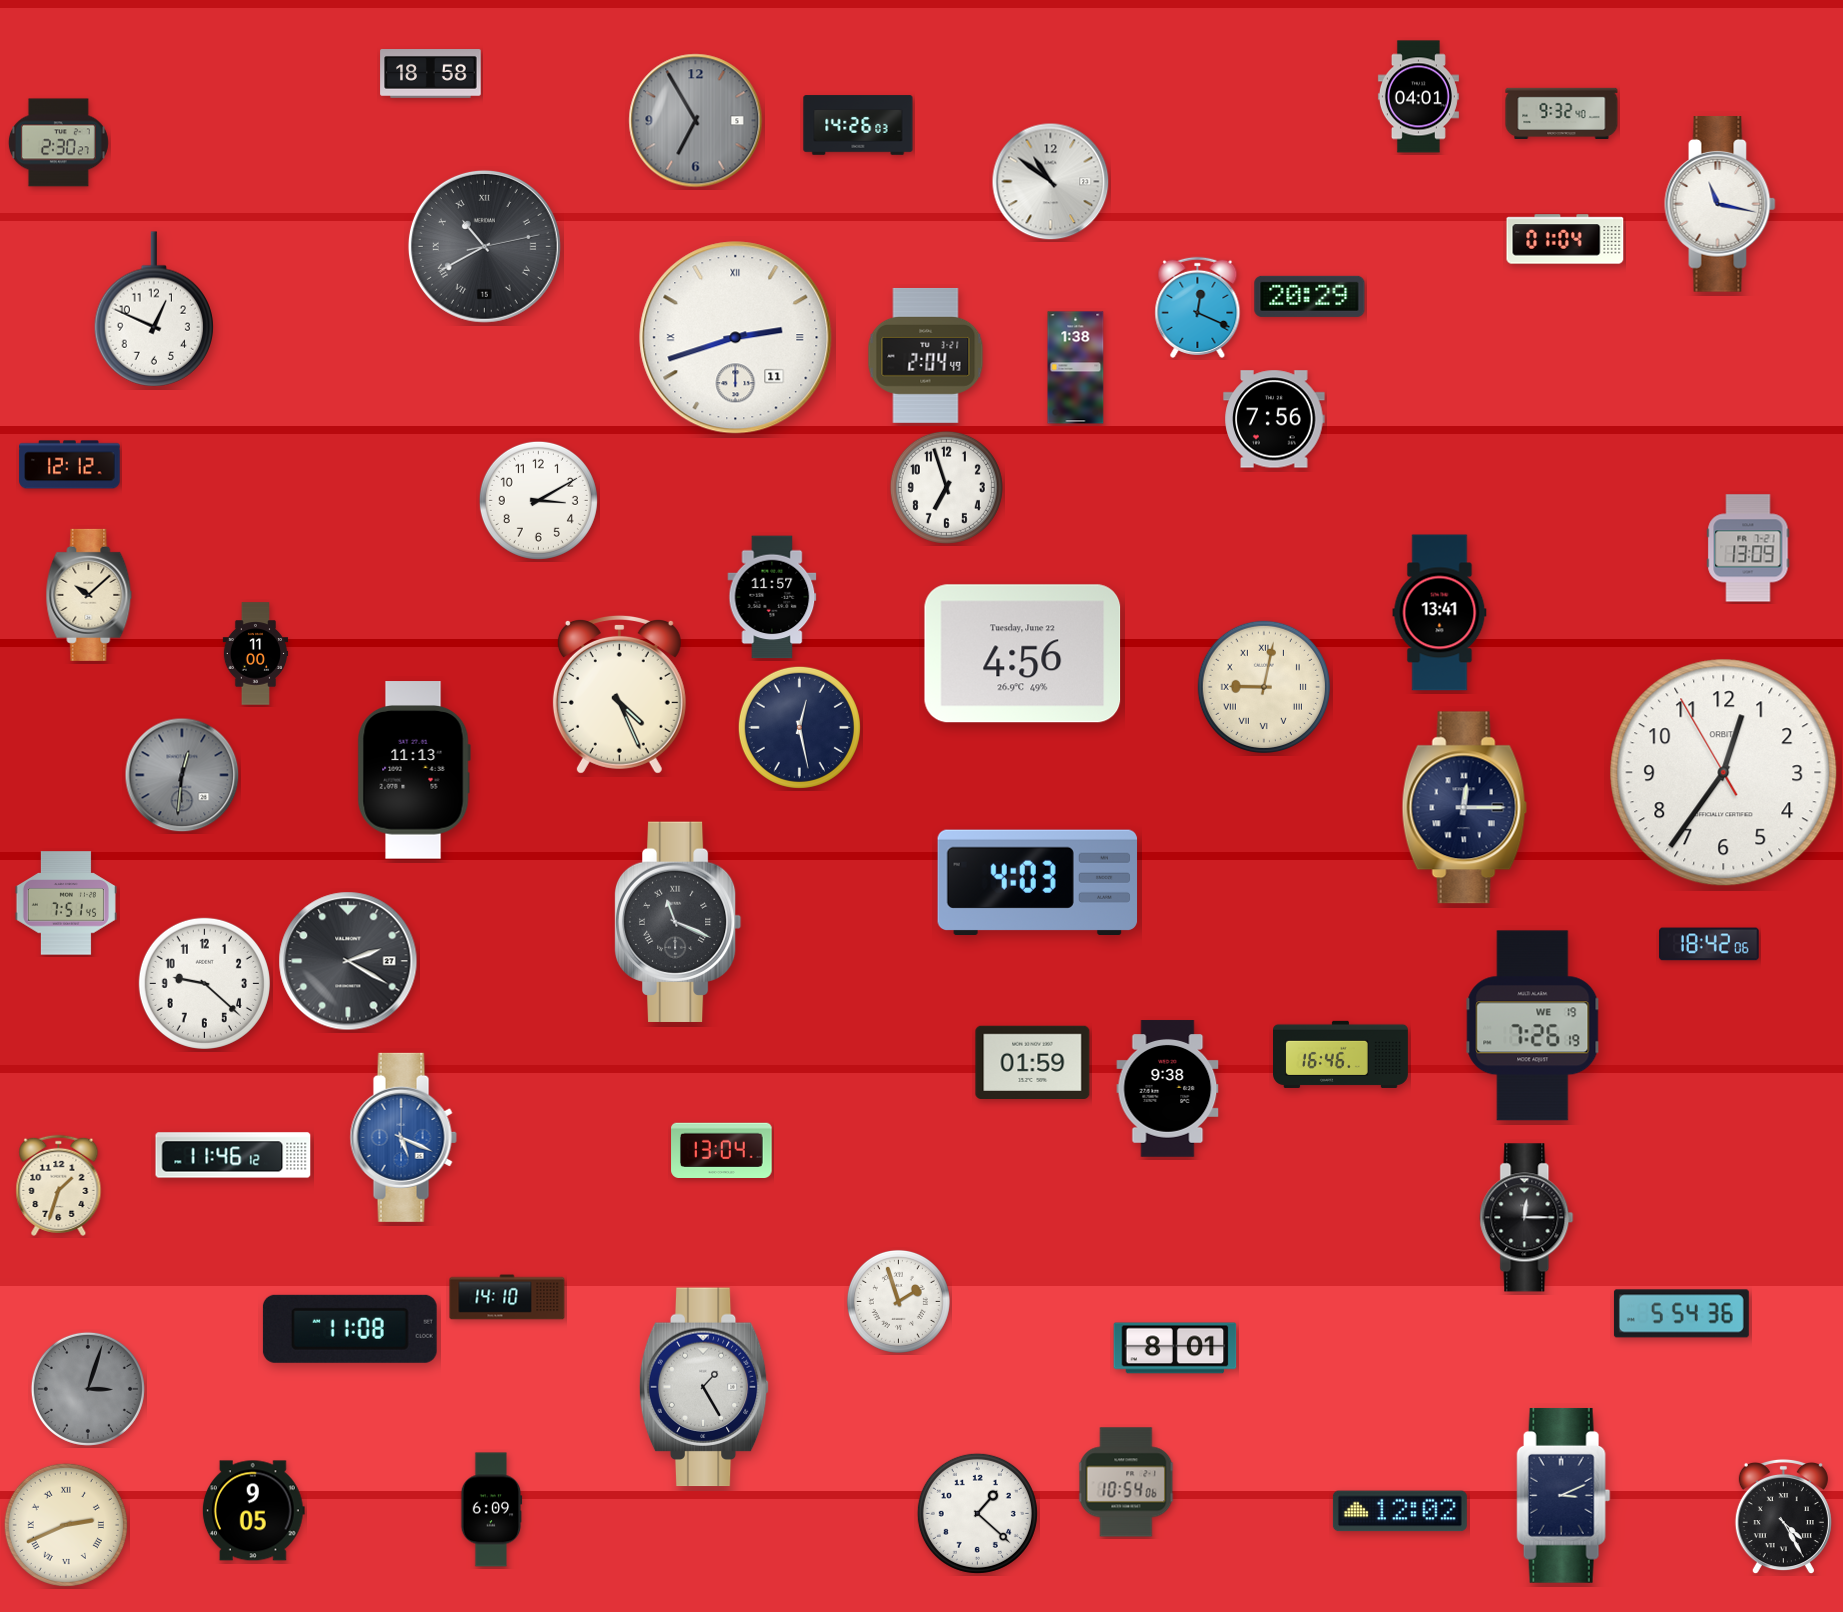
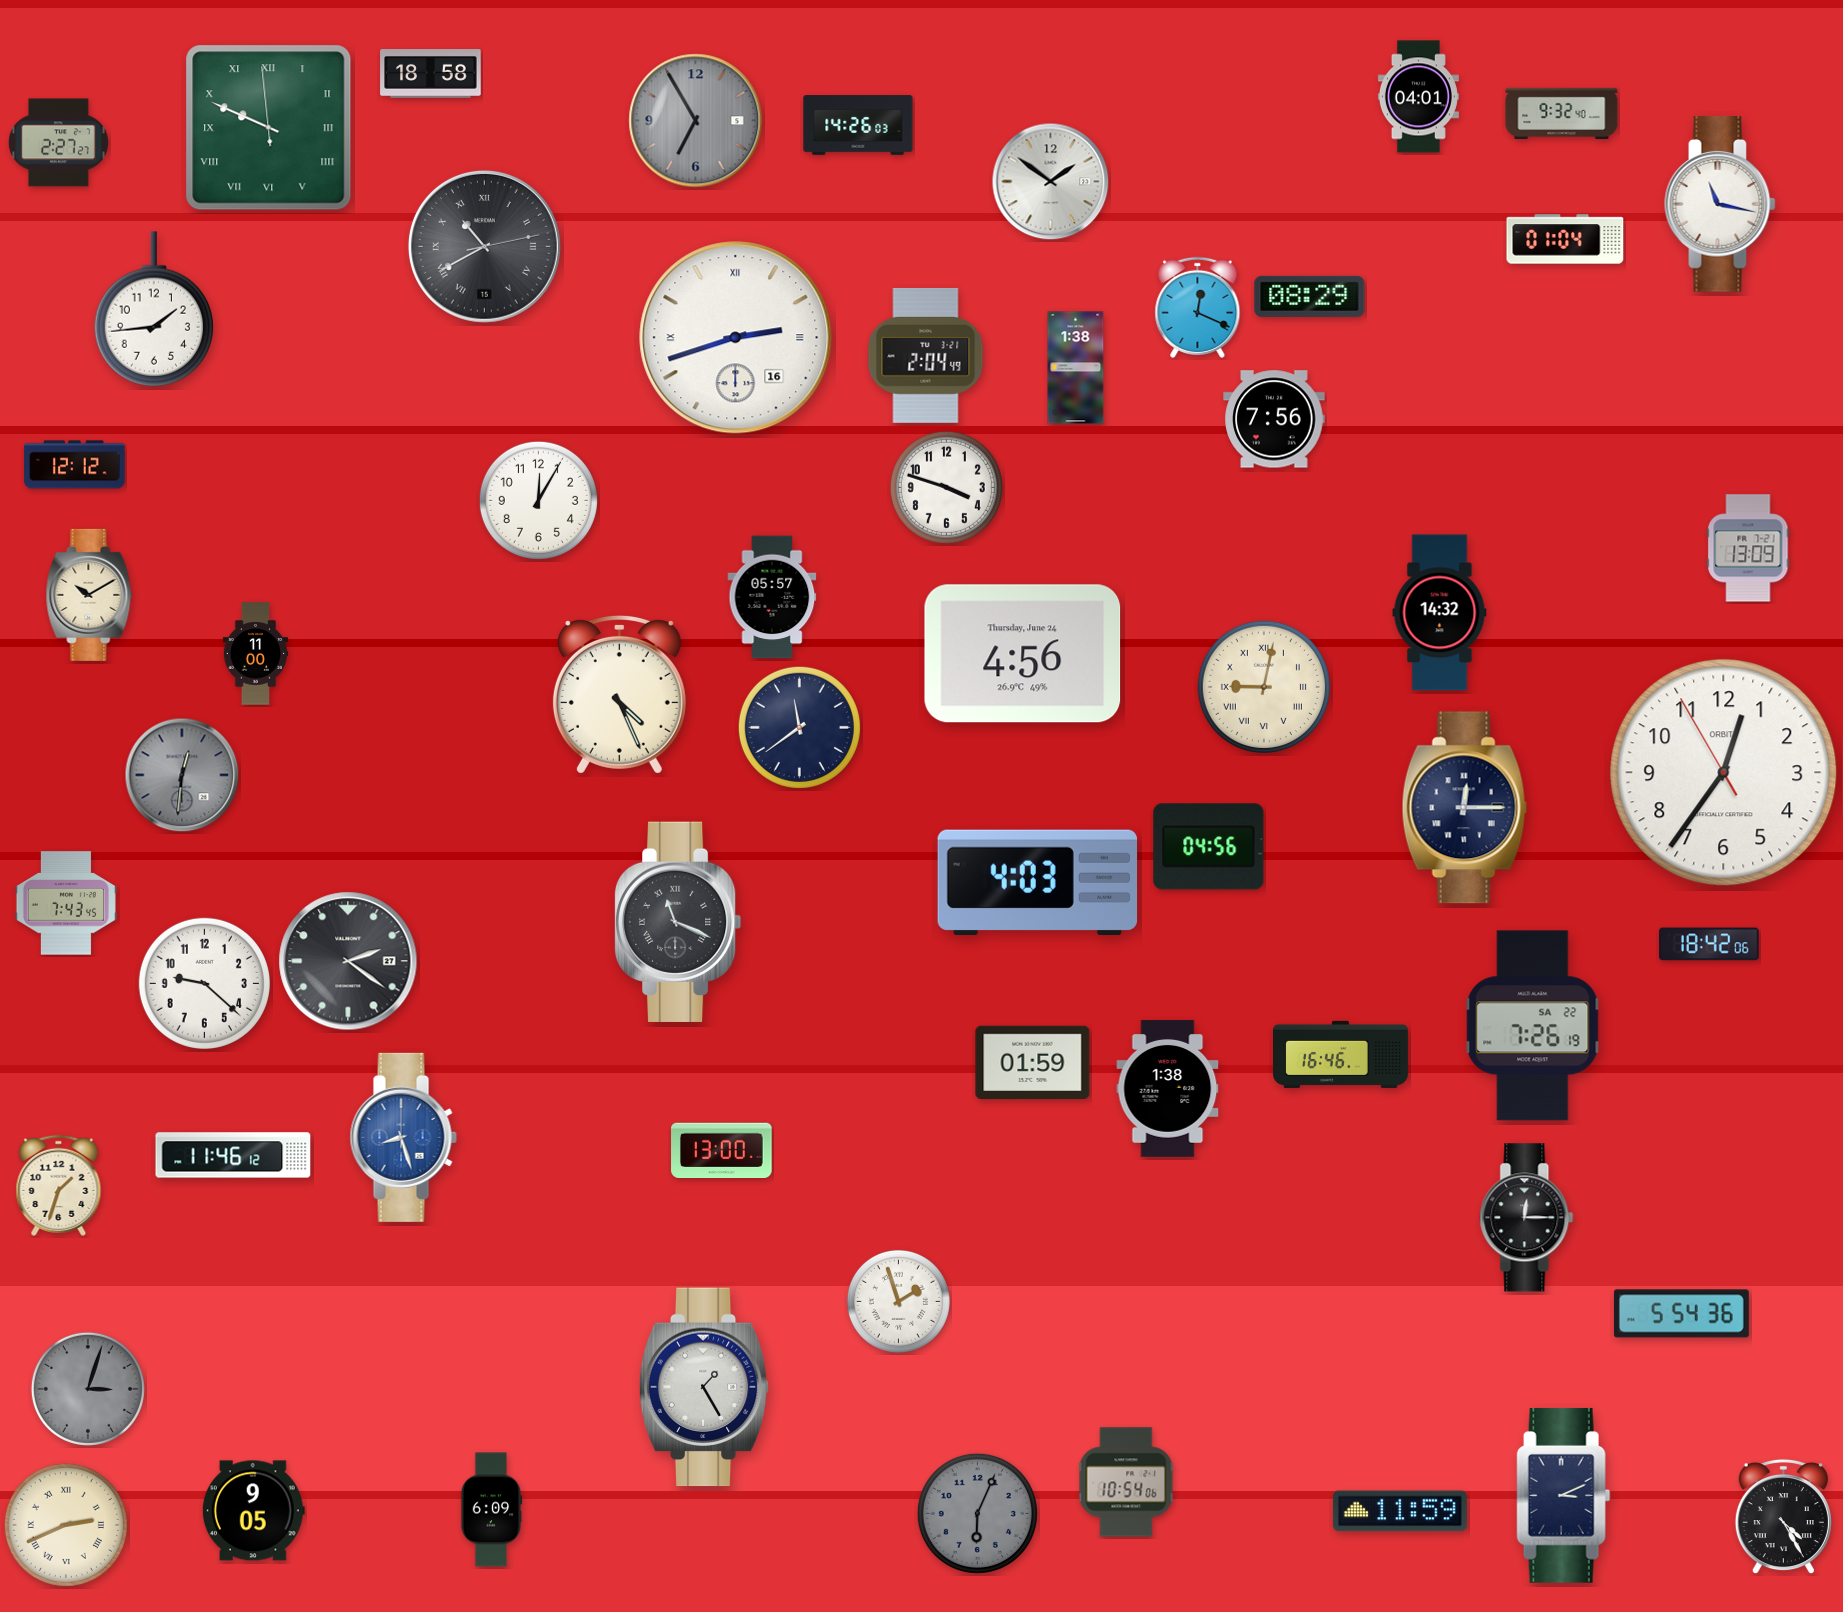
clock at (269, 128): none -> 9:48
clock at (58, 143): 2:30 -> 2:27
clock at (1051, 182): 10:51 -> 1:51
clock at (1310, 296): 20:29 -> 08:29
clock at (153, 309): 12:49 -> 1:44
clock at (736, 338) date: 11 -> 16
clock at (70, 465) position: (70, 465) -> (75, 465)
clock at (946, 487): 6:57 -> 3:48
clock at (538, 500): 3:10 -> 12:05
clock at (89, 595): 10:08 -> 10:10
clock at (772, 597): 11:57 -> 05:57
clock at (1440, 613): 13:41 -> 14:32
clock at (1023, 654) date: Tuesday, June 22 -> Thursday, June 24
clock at (799, 727): 12:28 -> 11:39
clock at (414, 770): 11:13 -> none
clock at (1209, 847): none -> 04:56
clock at (66, 903): 7:51 -> 7:43
clock at (348, 961): 2:20 -> 2:21
clock at (1533, 1026) date: WE 19 -> SA 22
clock at (1168, 1089): 9:38 -> 1:38
clock at (403, 1137): 5:19 -> 8:27
clock at (722, 1150): 13:04 -> 13:00
clock at (507, 1297): 14:10 -> none
clock at (350, 1329): 11:08 -> none
clock at (1175, 1348): 8:01 -> none
clock at (1400, 1511): 12:02 -> 11:59
clock at (977, 1513): 1:22 -> 6:04
clock at (977, 1513) dial: white -> grey
